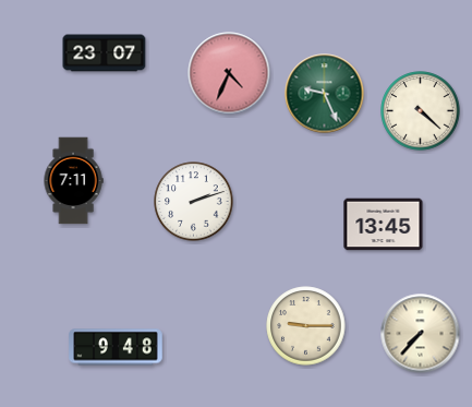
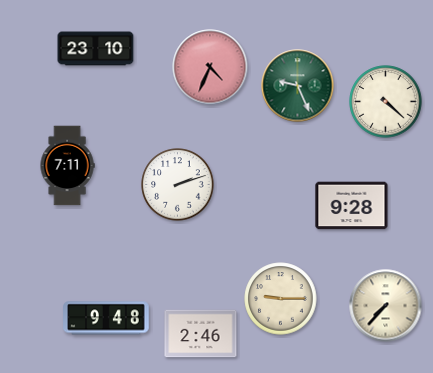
clock at (105, 53): 23:07 -> 23:10
clock at (384, 225): 13:45 -> 9:28
clock at (201, 334): none -> 2:46
